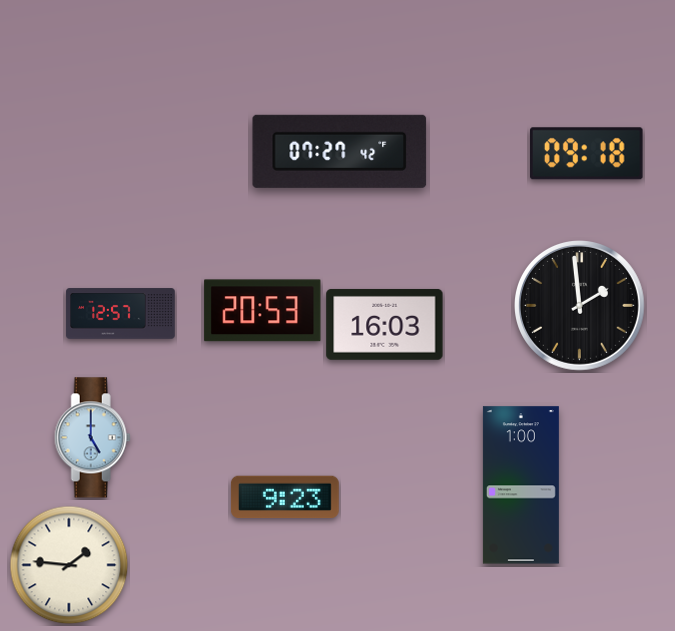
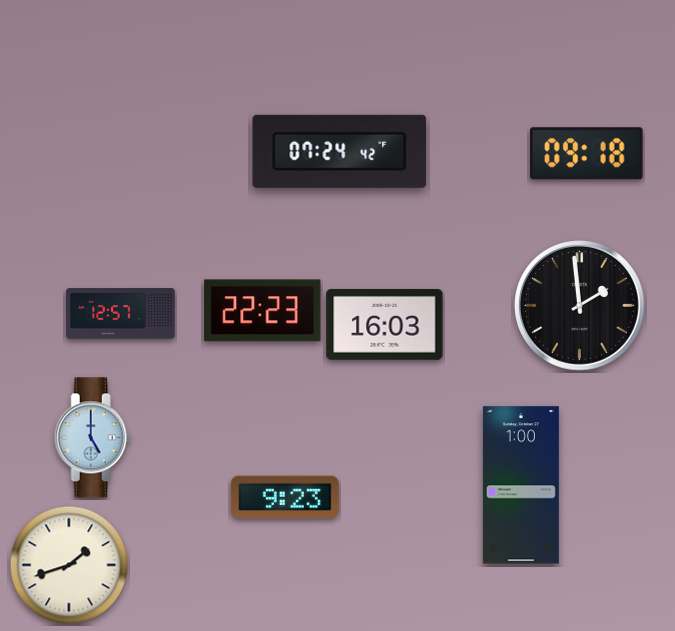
clock at (340, 151): 07:27 -> 07:24
clock at (263, 311): 20:53 -> 22:23
clock at (69, 565): 1:46 -> 1:42
